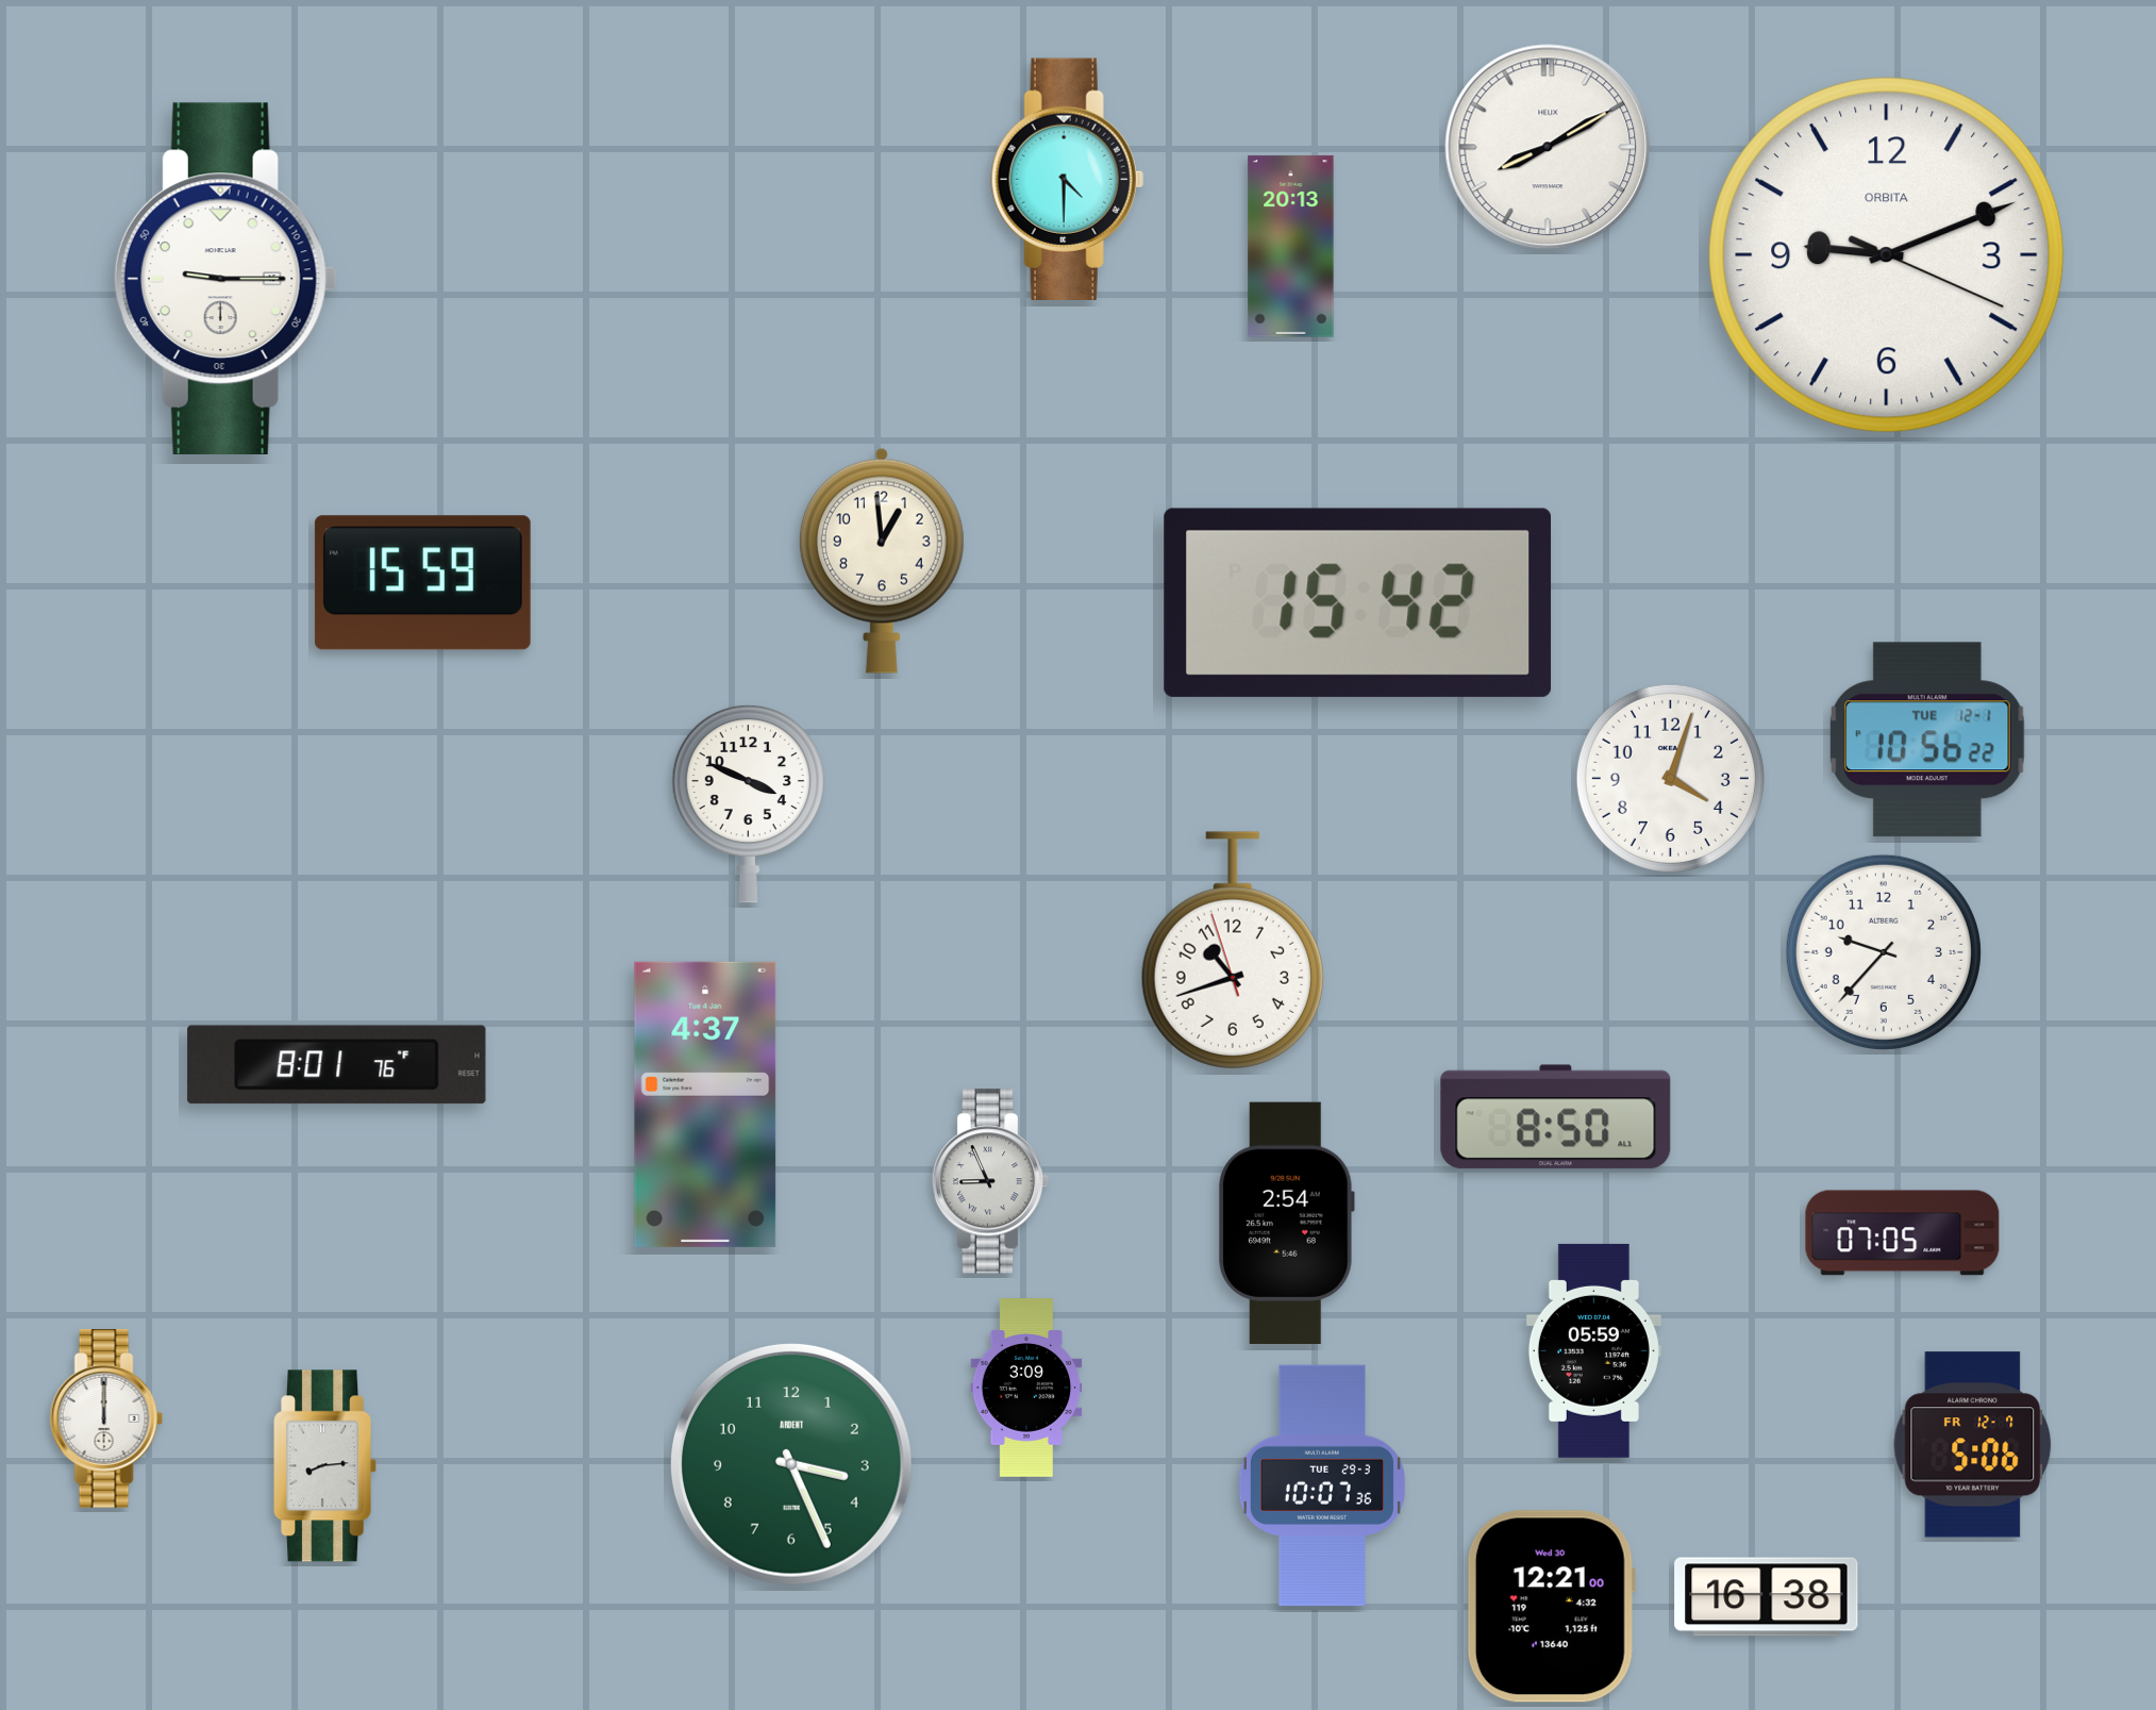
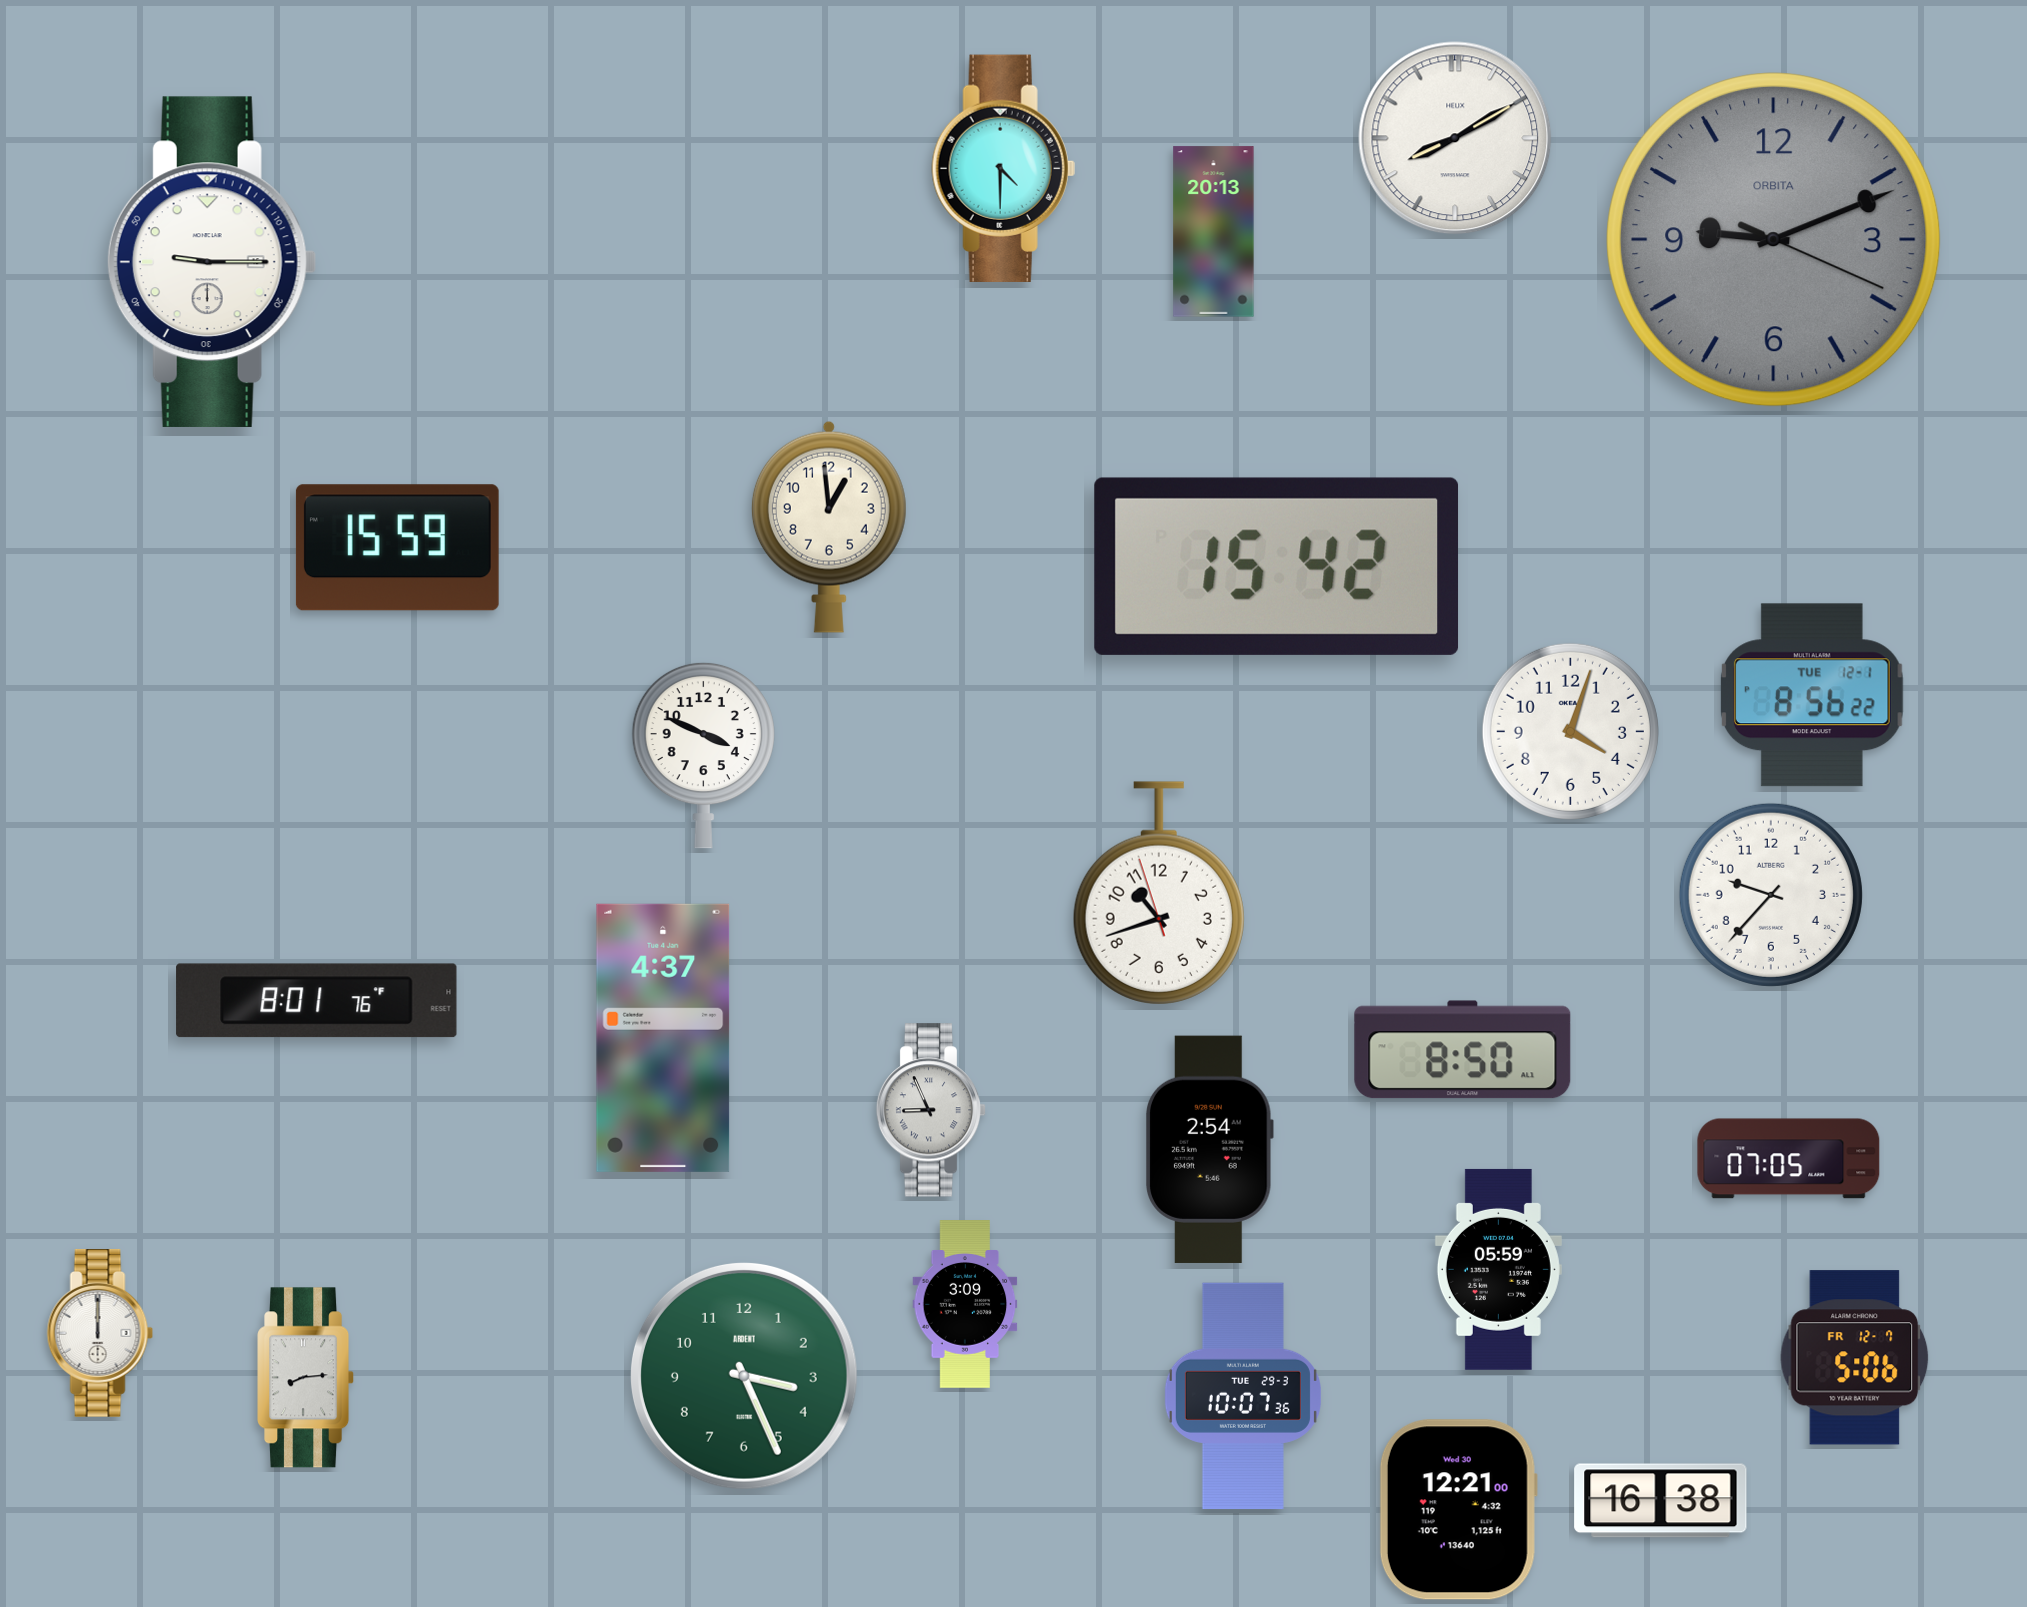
clock at (1887, 255) dial: white -> grey
clock at (1927, 740): 10:56 -> 8:56
